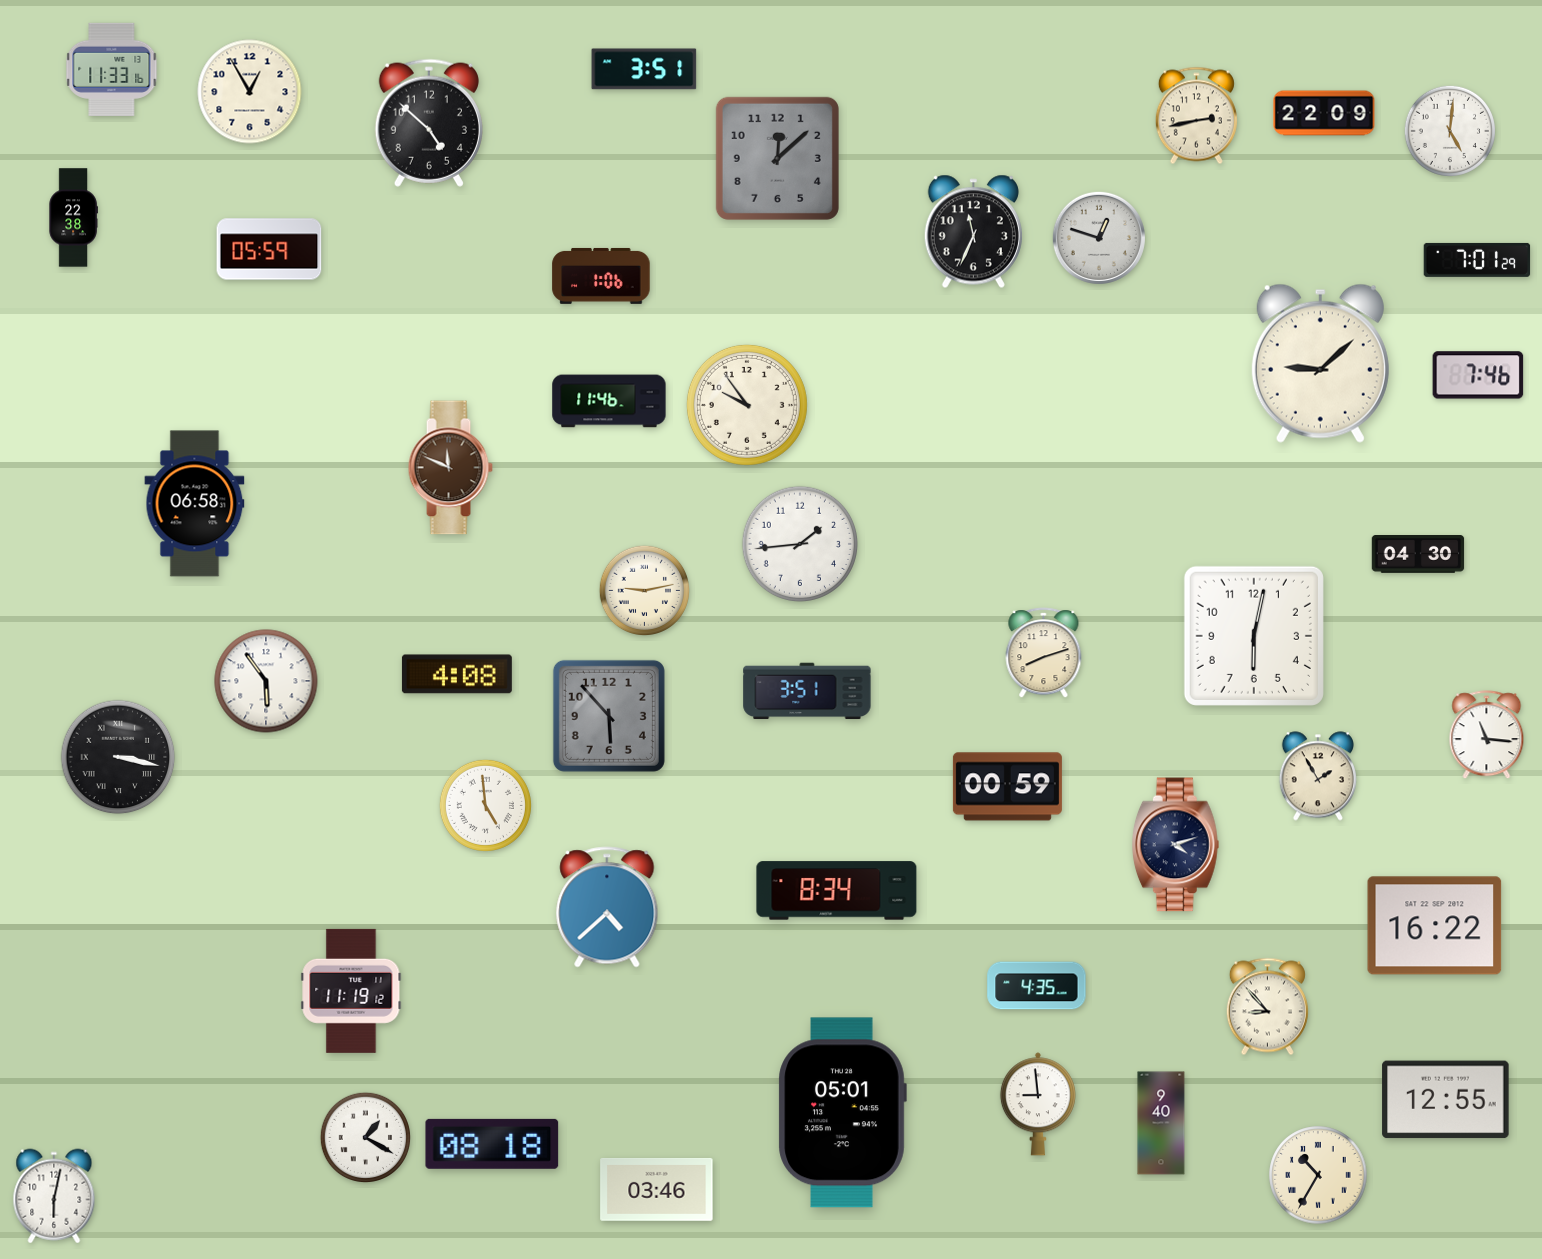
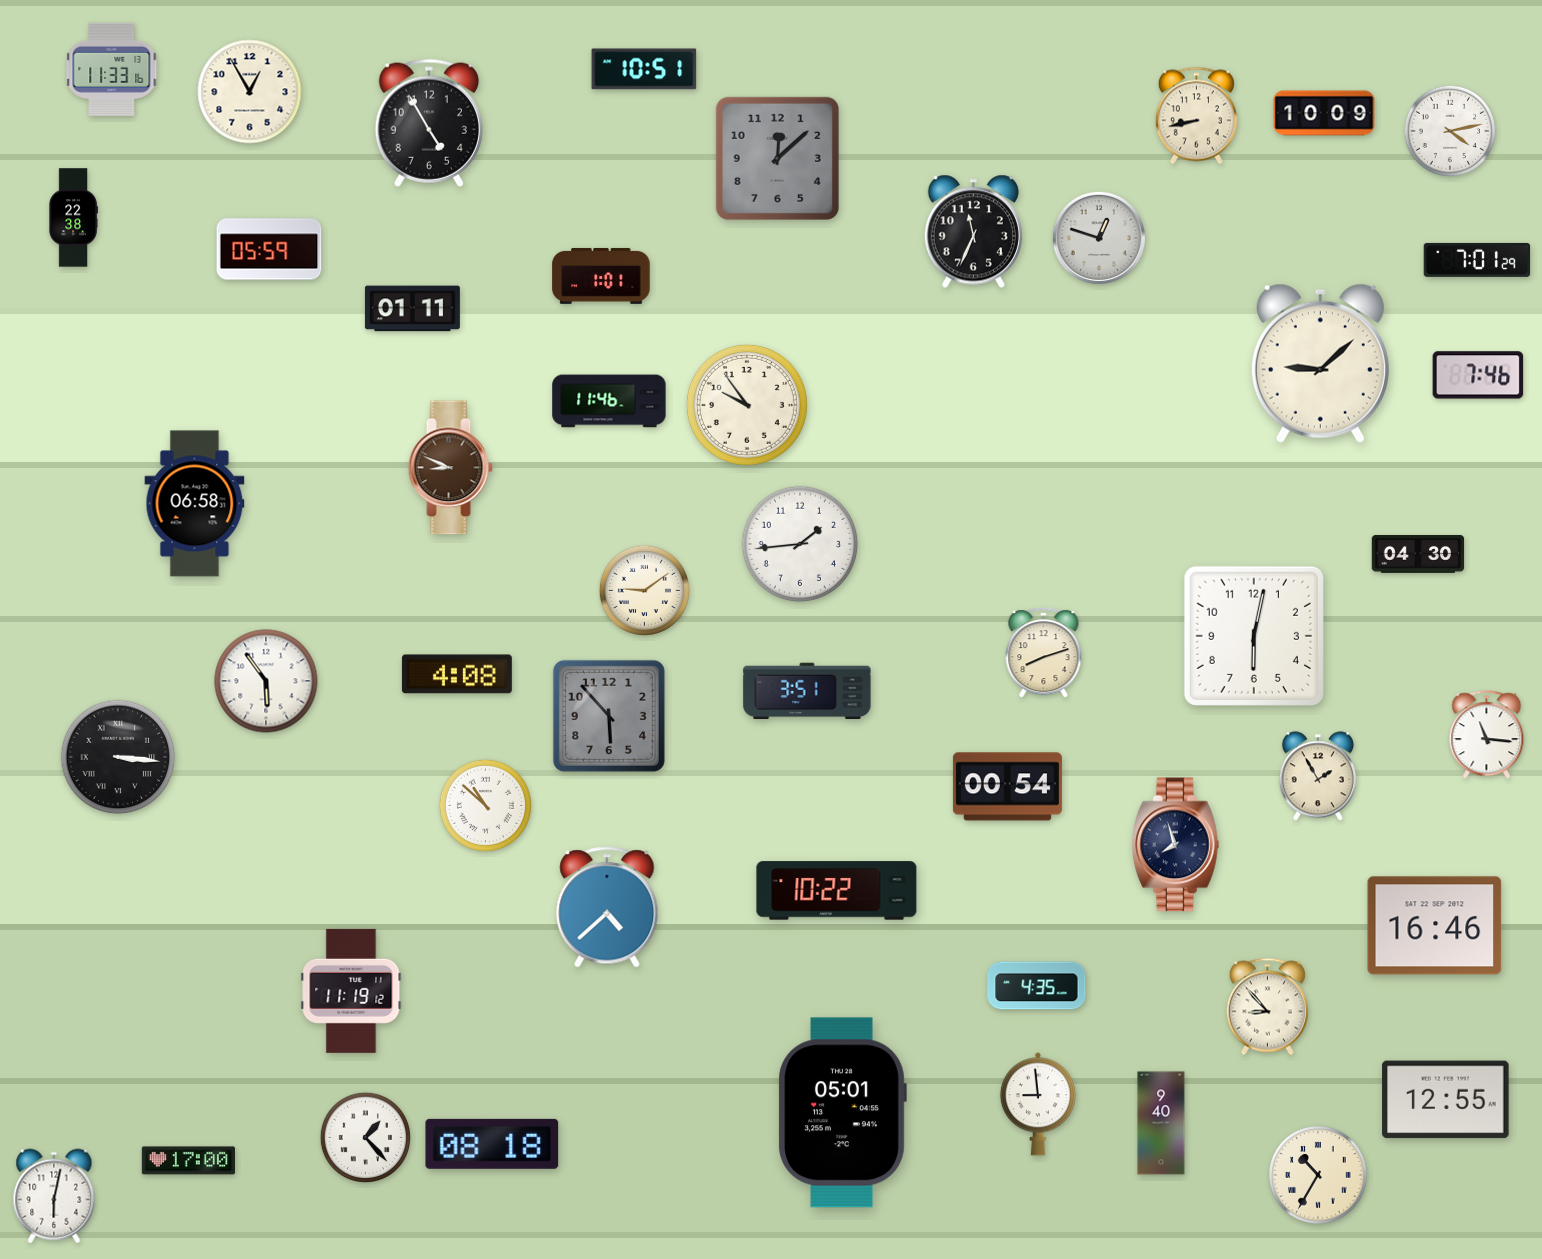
clock at (644, 69): 3:51 -> 10:51
clock at (1324, 113): 22:09 -> 10:09
clock at (1196, 116): 2:43 -> 8:43
clock at (429, 123): 4:52 -> 4:55
clock at (1450, 131): 5:01 -> 4:13
clock at (601, 276): 1:06 -> 1:01
clock at (412, 309): none -> 01:11
clock at (450, 468): 11:49 -> 8:49
clock at (645, 591): 9:13 -> 9:09
clock at (118, 757): 3:17 -> 3:16
clock at (1007, 787): 00:59 -> 00:54
clock at (485, 805): 4:59 -> 10:52
clock at (1176, 845): 4:12 -> 7:57
clock at (837, 891): 8:34 -> 10:22
clock at (1435, 926): 16:22 -> 16:46
clock at (366, 1138): 1:20 -> 1:23
clock at (188, 1161): none -> 17:00
clock at (657, 1189): 03:46 -> none
